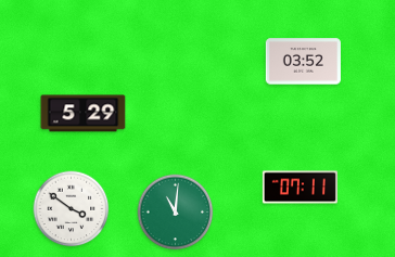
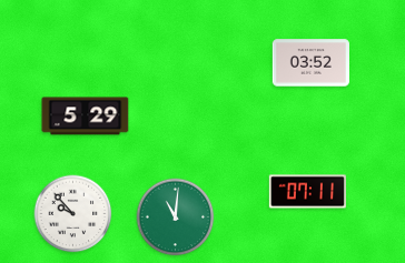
clock at (72, 209): 3:51 -> 9:53
clock at (176, 213) position: (176, 213) -> (176, 218)
